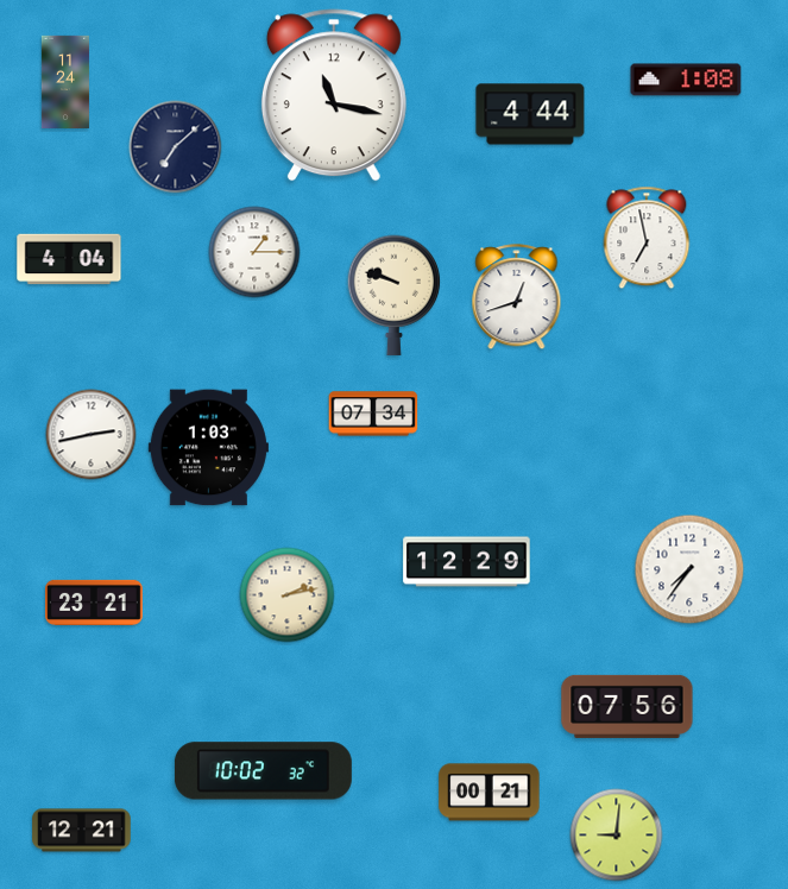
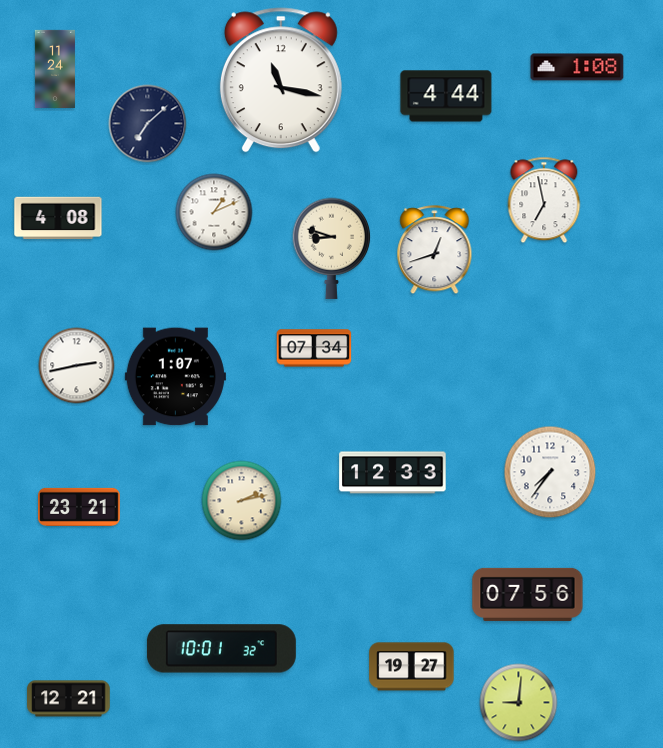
clock at (254, 252): 1:15 -> 1:11
clock at (69, 259): 4:04 -> 4:08
clock at (395, 295): 9:48 -> 8:48
clock at (208, 448): 1:03 -> 1:07
clock at (467, 562): 12:29 -> 12:33
clock at (689, 569) position: (689, 569) -> (550, 472)
clock at (263, 771): 10:02 -> 10:01
clock at (490, 793): 00:21 -> 19:27
